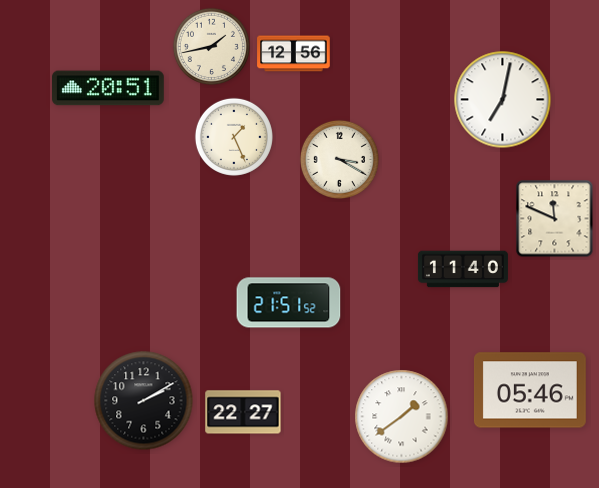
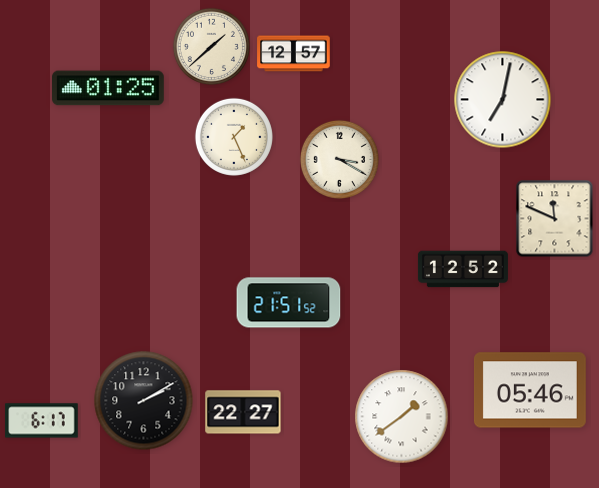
clock at (211, 46): 1:43 -> 1:38
clock at (294, 54): 12:56 -> 12:57
clock at (109, 88): 20:51 -> 01:25
clock at (463, 269): 11:40 -> 12:52
clock at (42, 421): none -> 6:17
